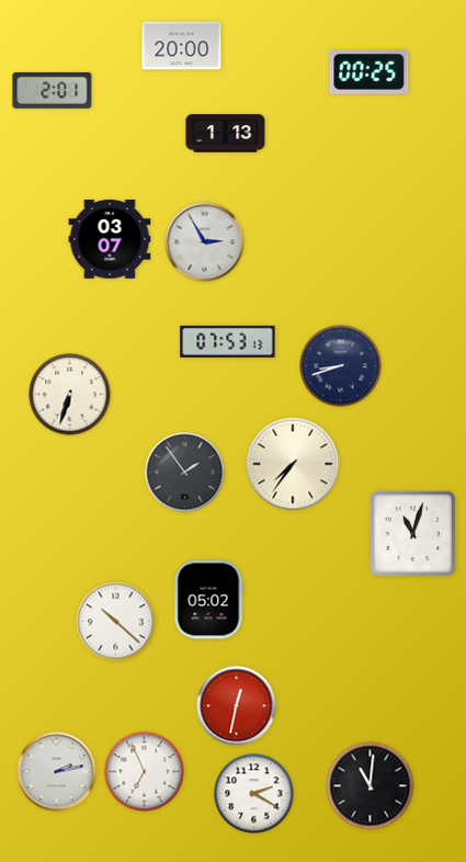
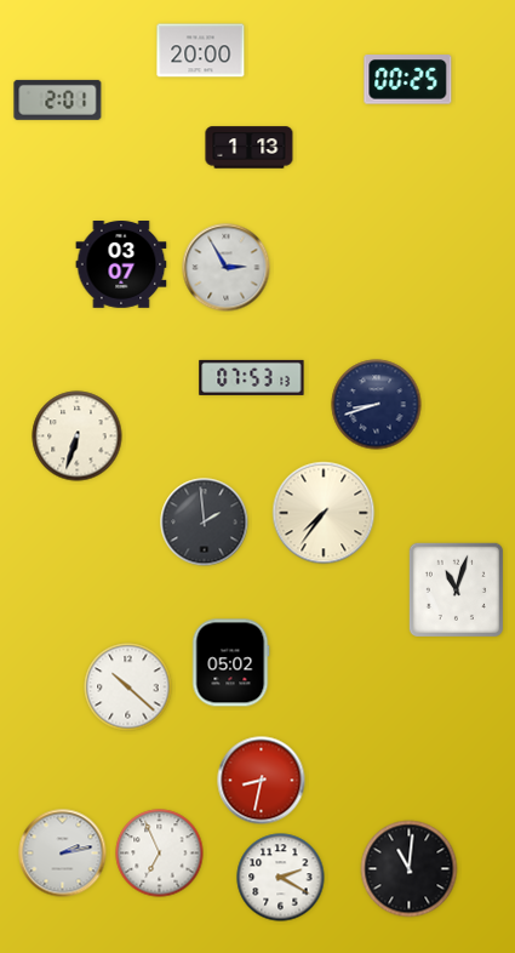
clock at (185, 473): 1:54 -> 1:59
clock at (237, 706): 12:32 -> 8:32
